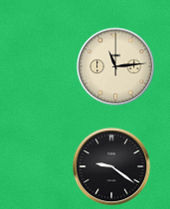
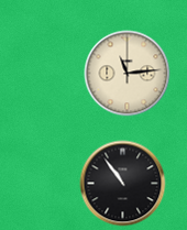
clock at (111, 166): 9:21 -> 10:54
